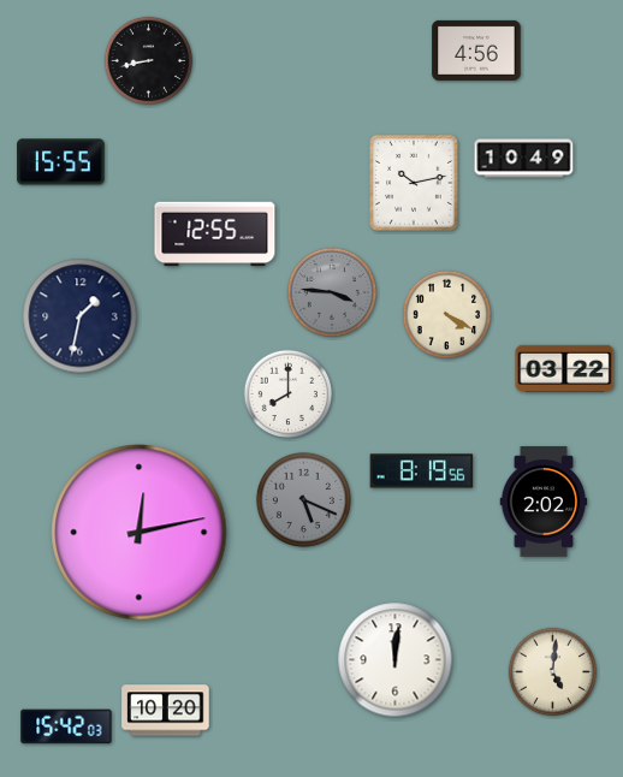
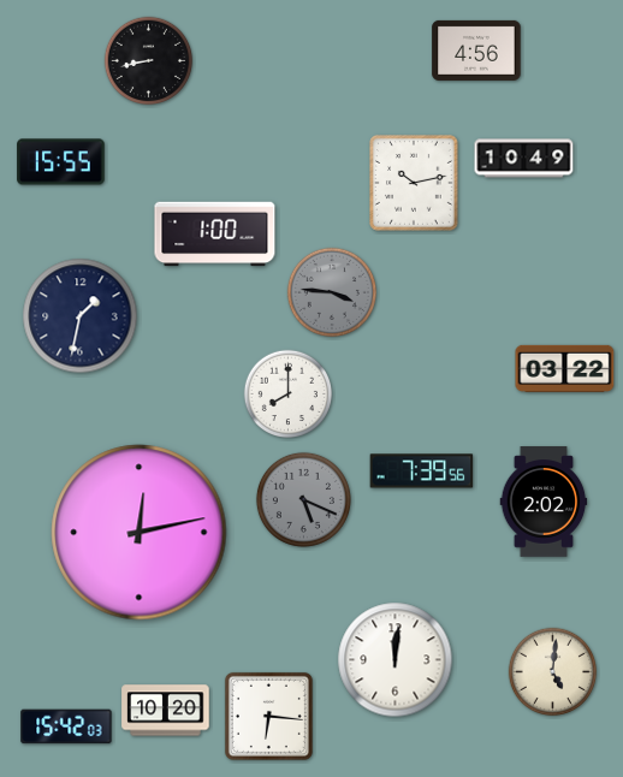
clock at (215, 235): 12:55 -> 1:00
clock at (447, 315): 4:20 -> none
clock at (422, 471): 8:19 -> 7:39
clock at (268, 716): none -> 6:16
